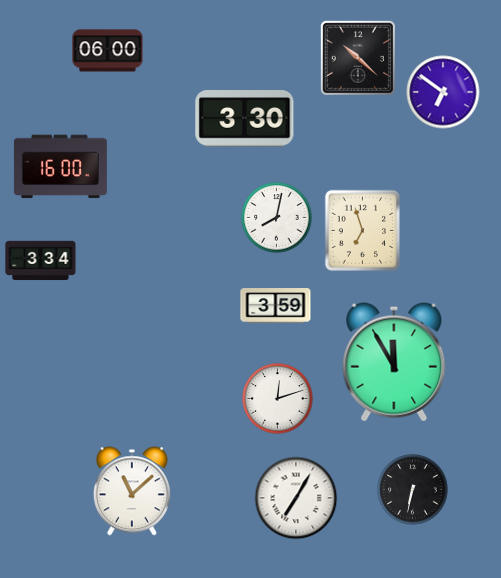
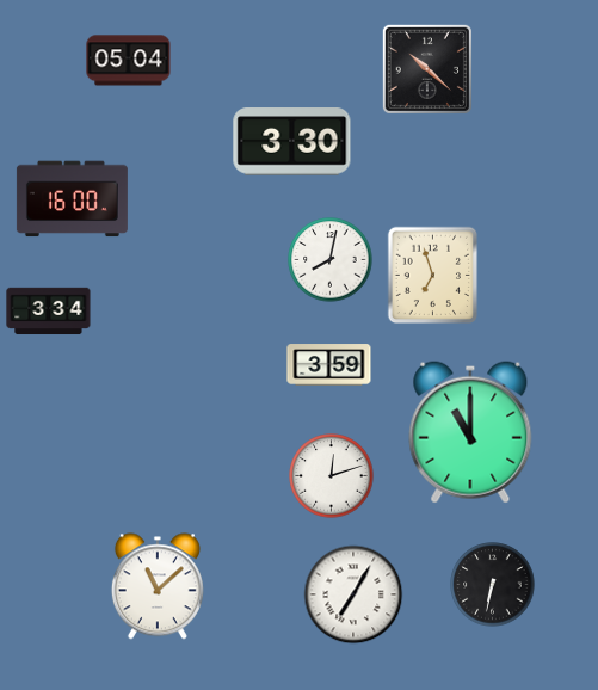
clock at (108, 51): 06:00 -> 05:04
clock at (443, 92): 6:51 -> none
clock at (394, 362): 11:55 -> 11:00
